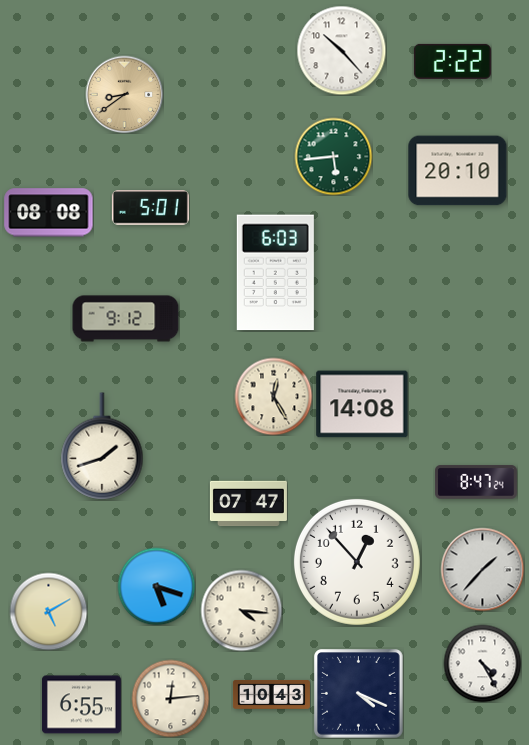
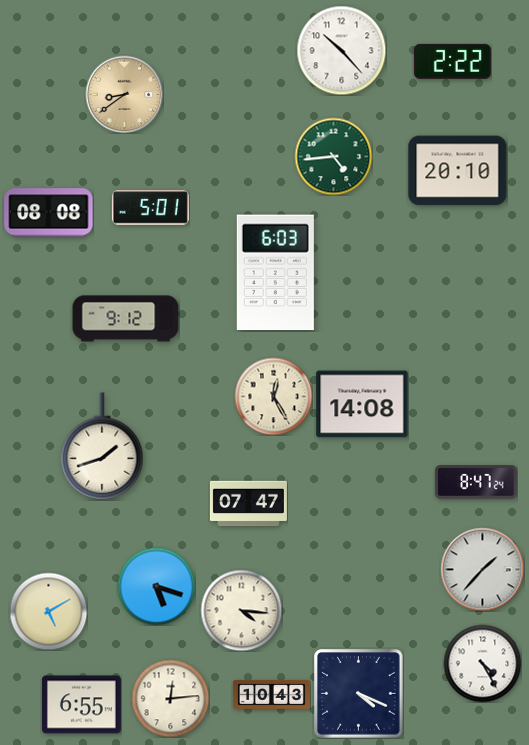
clock at (333, 156): 5:44 -> 4:44
clock at (357, 562): 12:53 -> none
